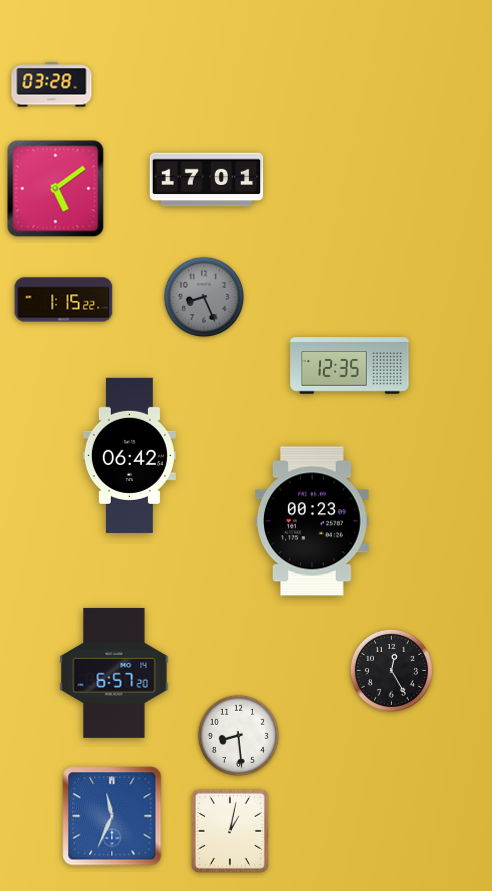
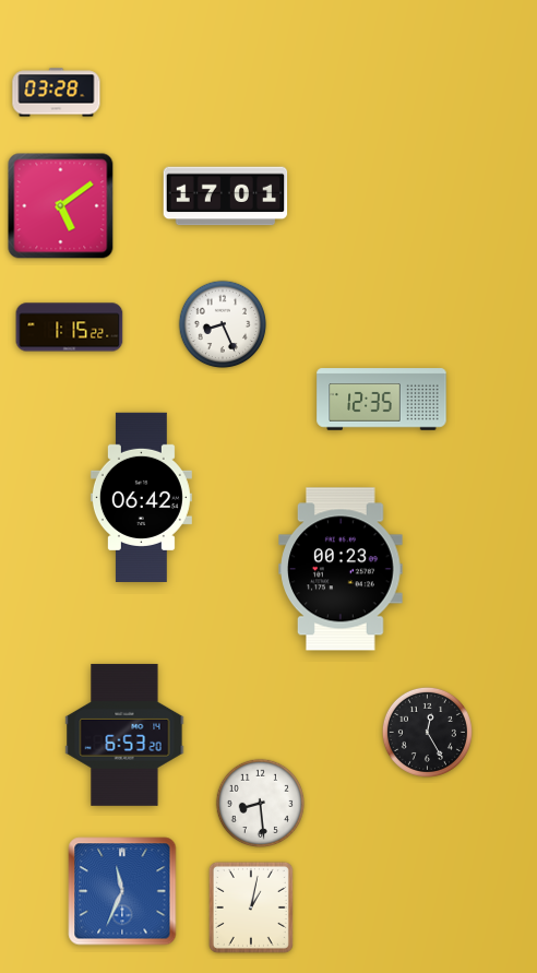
clock at (204, 297) dial: grey -> white
clock at (114, 673): 6:57 -> 6:53
